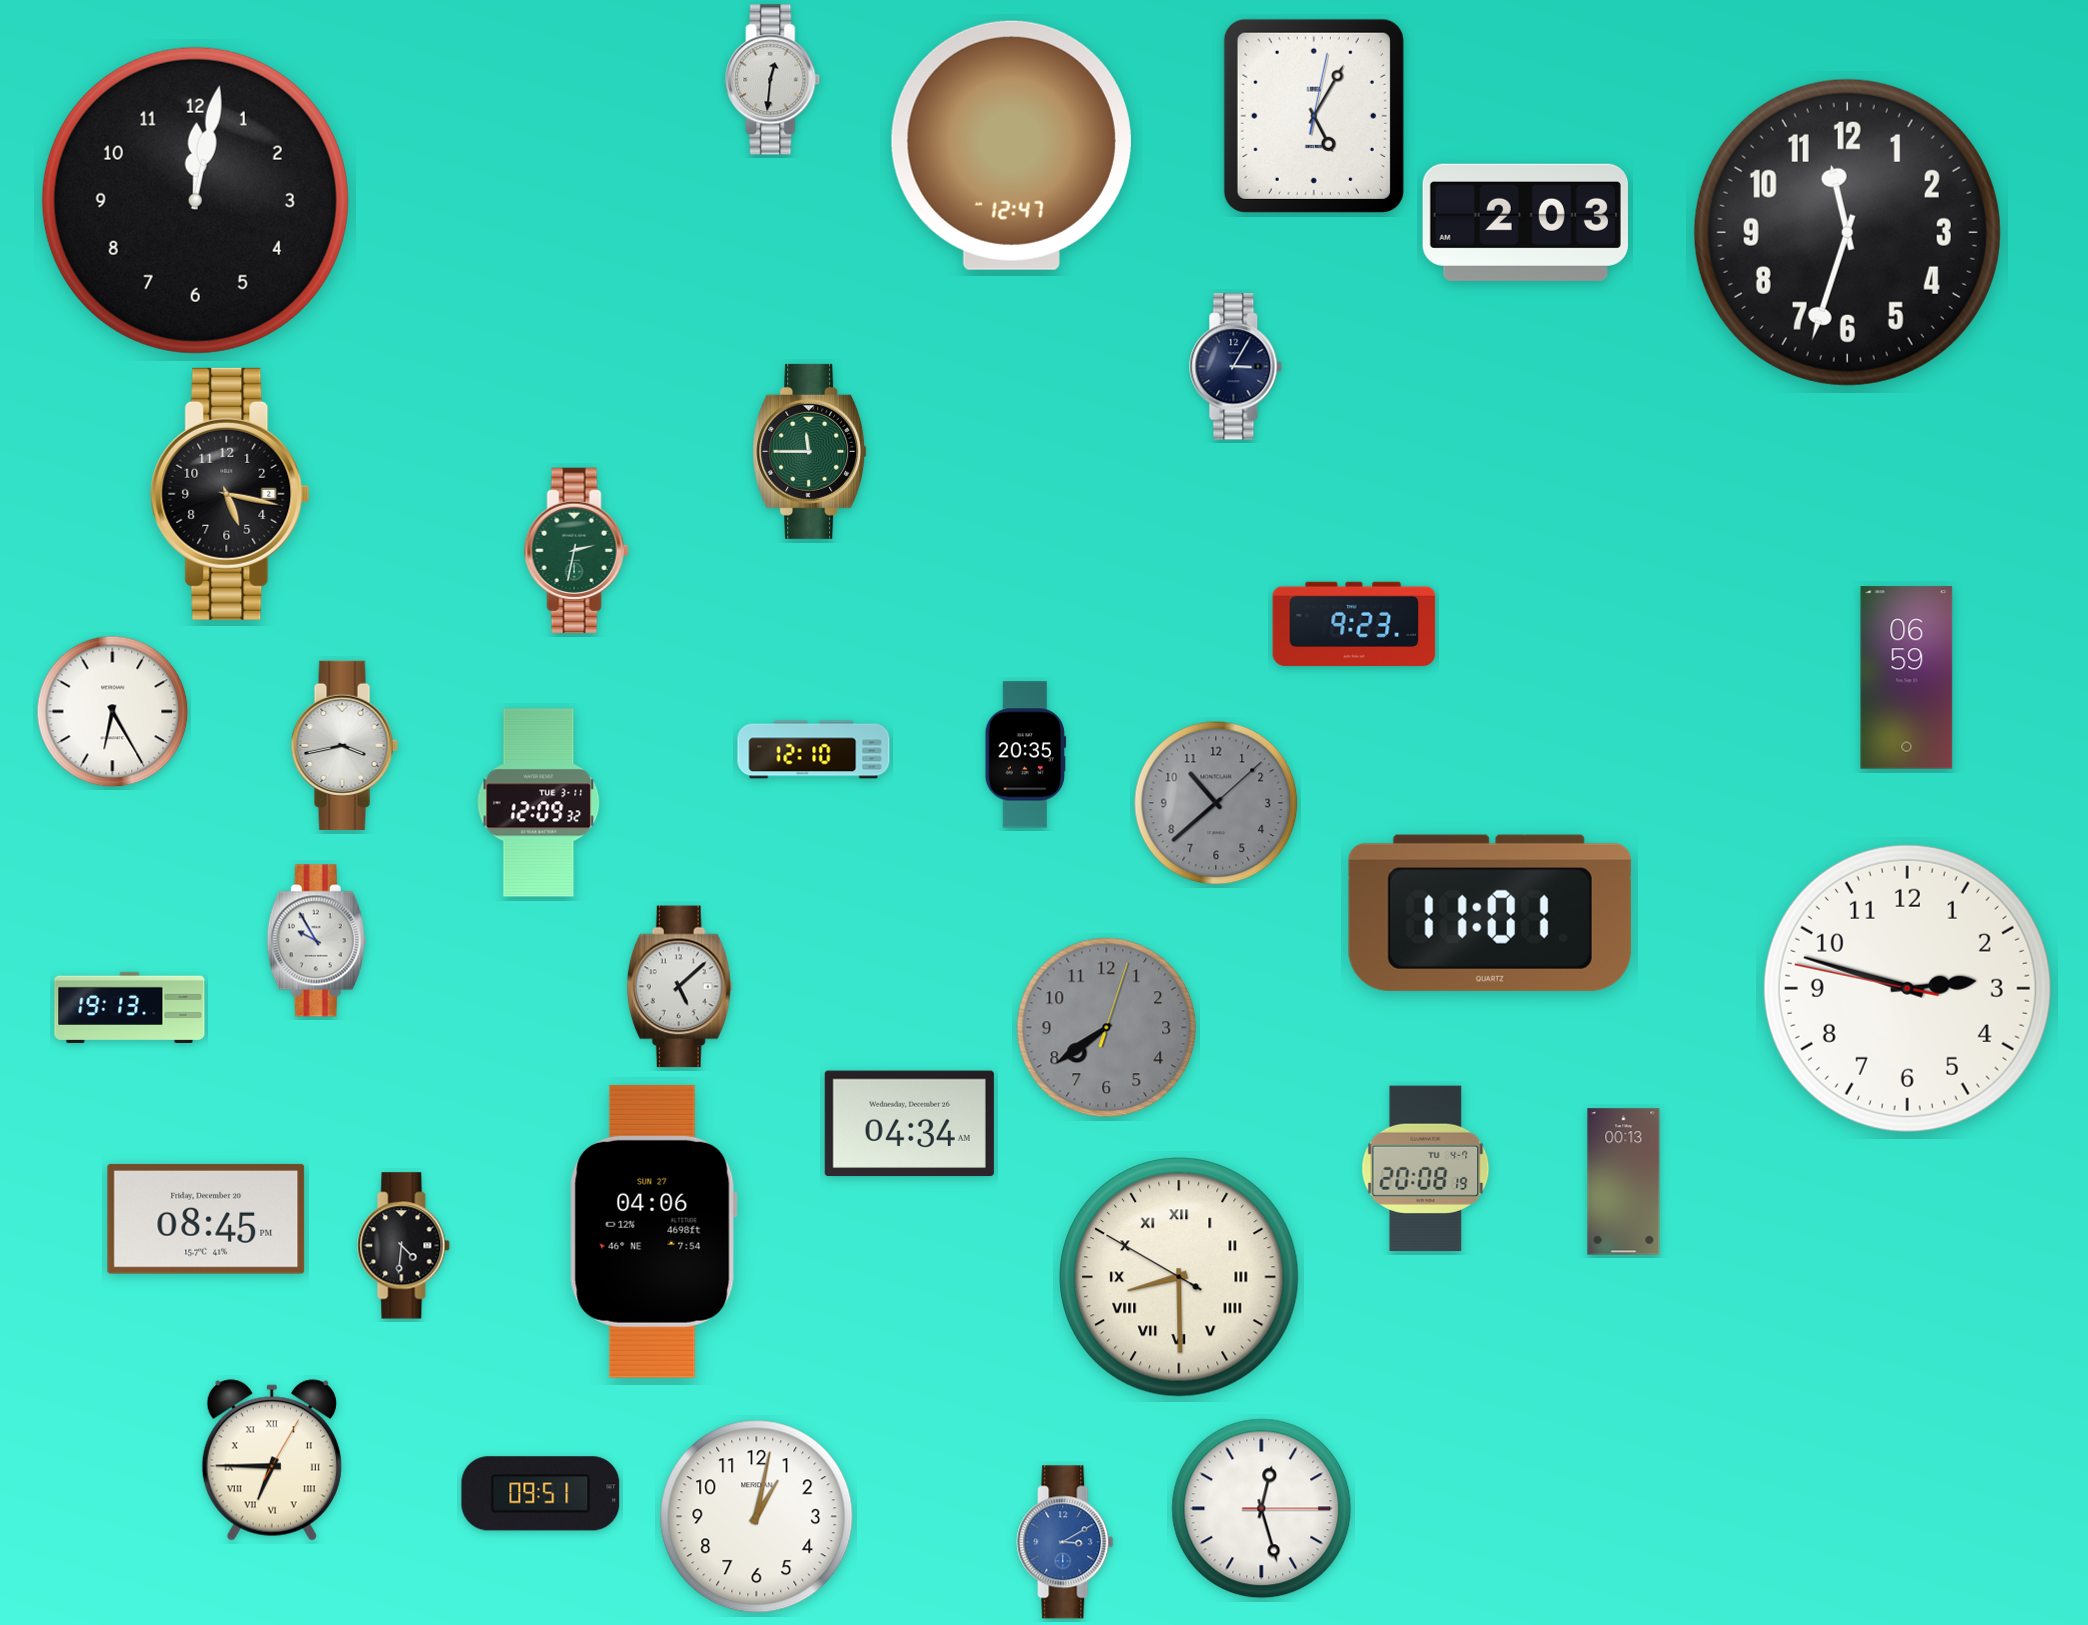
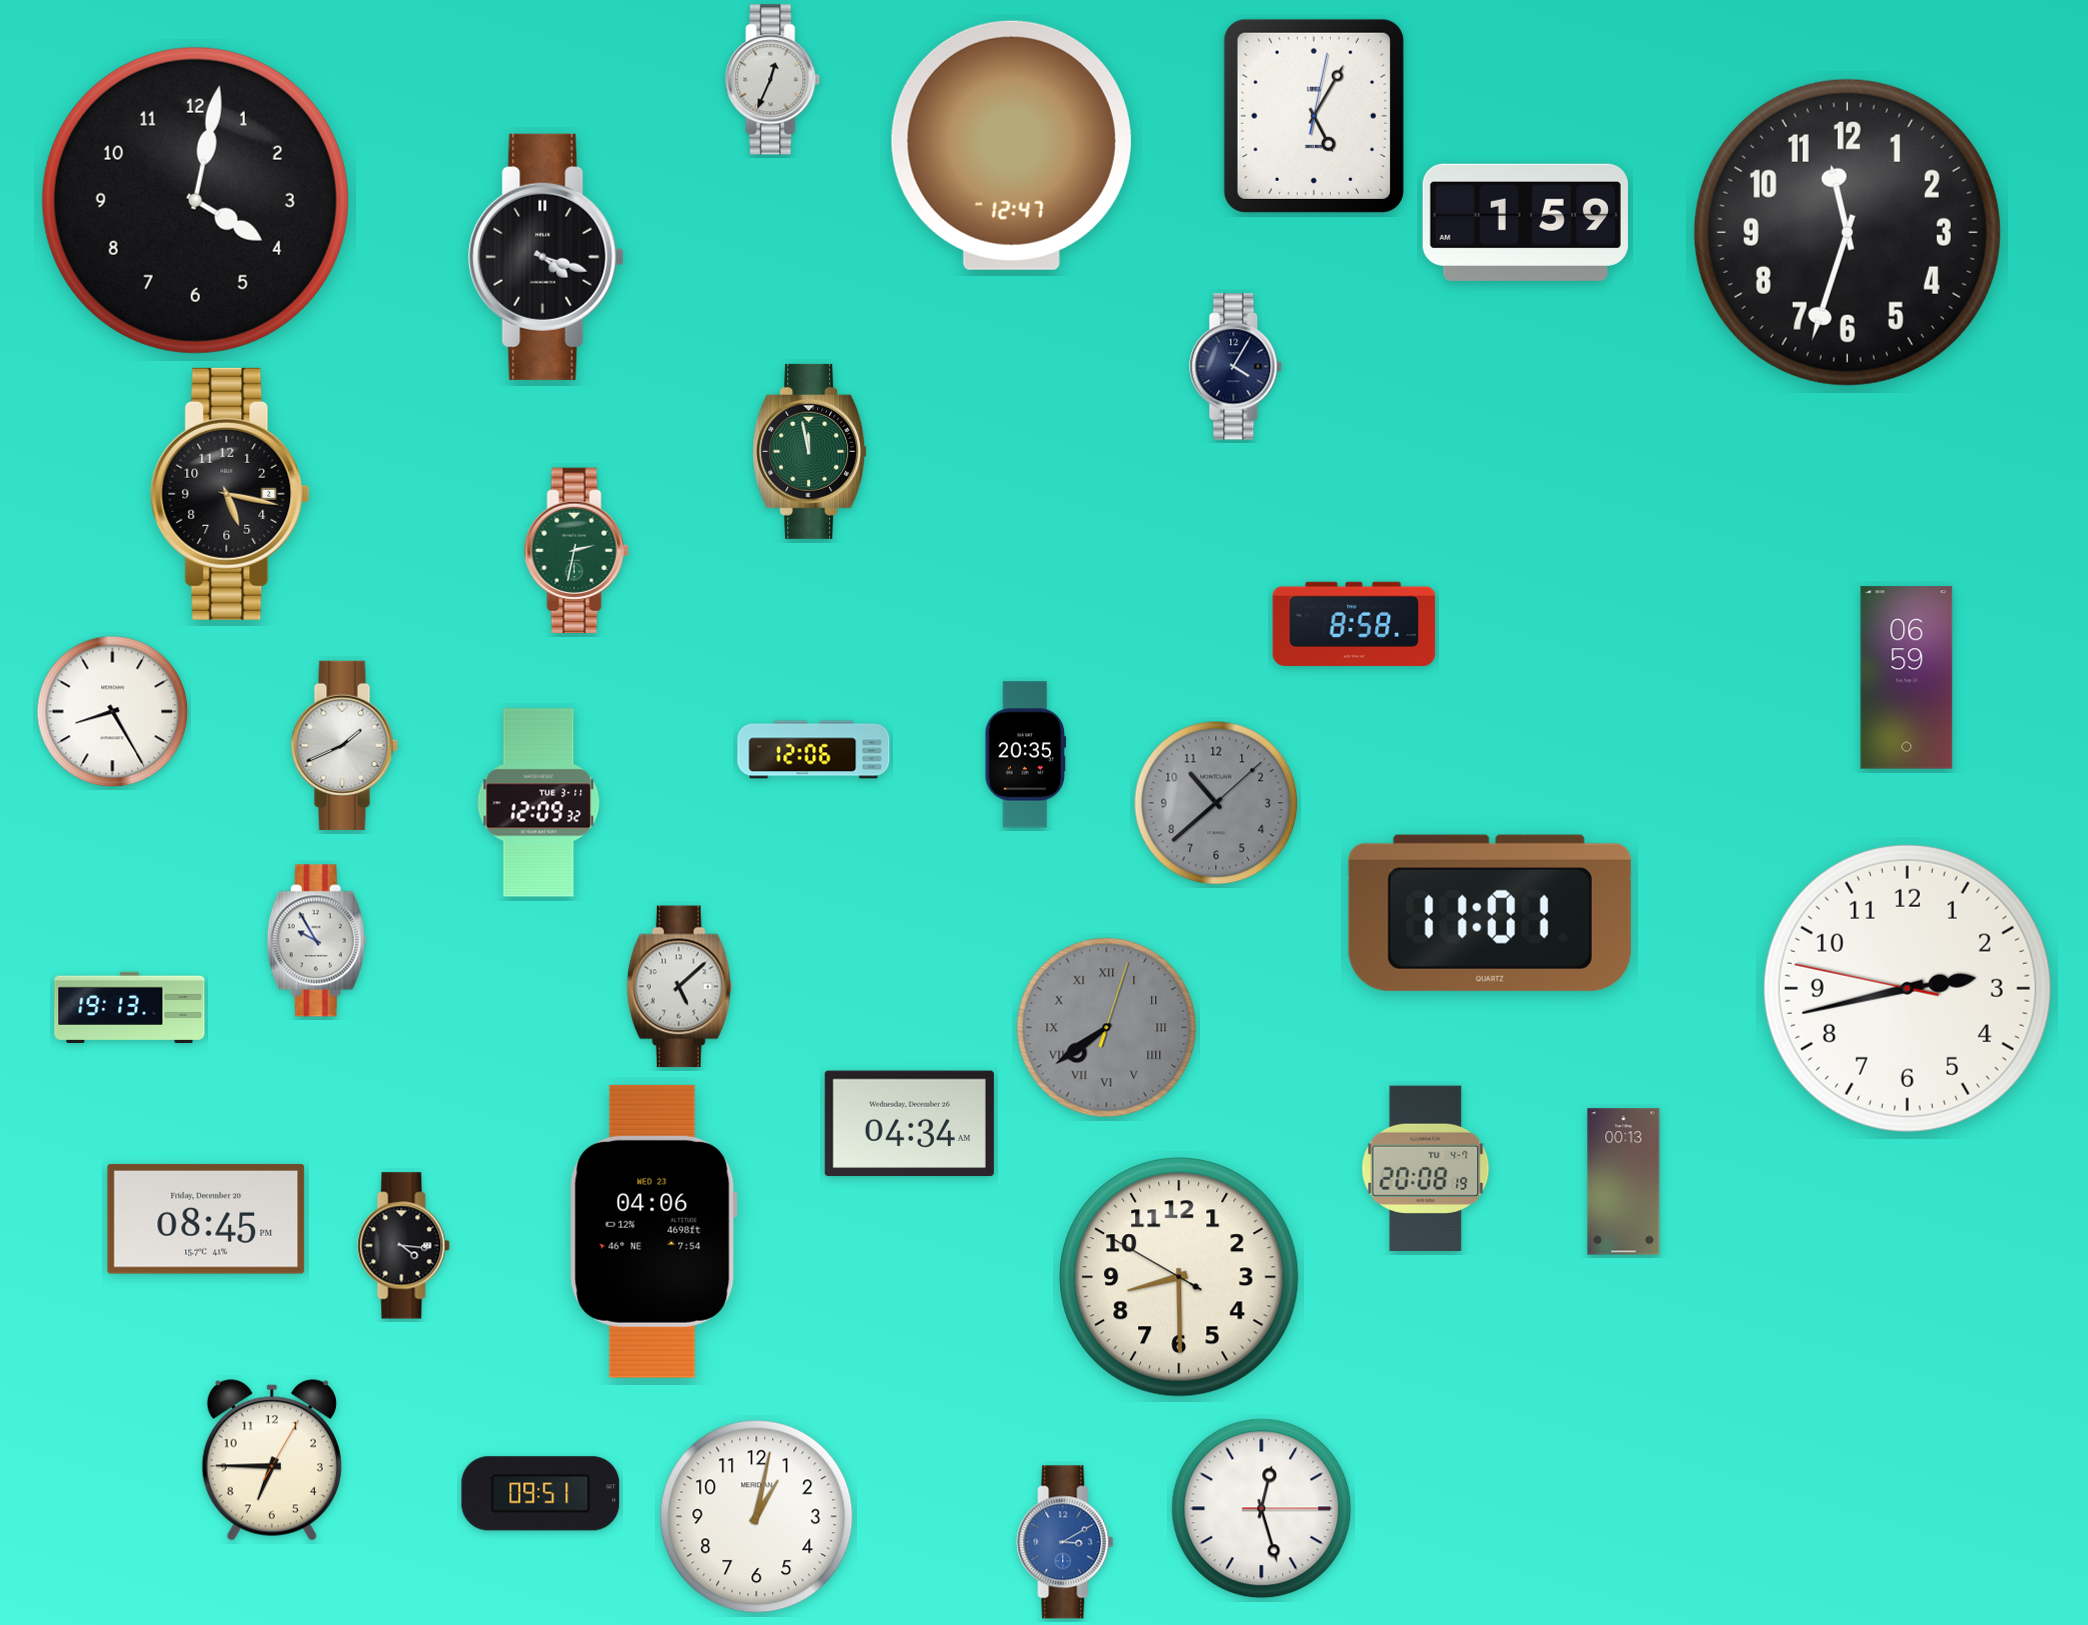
clock at (773, 80): 12:31 -> 12:34
clock at (195, 200): 12:02 -> 4:02
clock at (1525, 222): 2:03 -> 1:59
clock at (546, 257): none -> 4:18
clock at (1236, 367): 3:05 -> 4:05
clock at (810, 451): 11:45 -> 11:58
clock at (1354, 623): 9:23 -> 8:58
clock at (113, 712): 6:25 -> 8:25
clock at (344, 745): 3:43 -> 1:41
clock at (814, 750): 12:10 -> 12:06
clock at (1907, 988): 2:47 -> 2:42
clock at (1107, 1028) numerals: Arabic -> Roman
clock at (653, 1231) date: SUN 27 -> WED 23
clock at (404, 1246): 4:31 -> 4:16
clock at (1179, 1277) numerals: Roman -> Arabic
clock at (272, 1460) numerals: Roman -> Arabic
